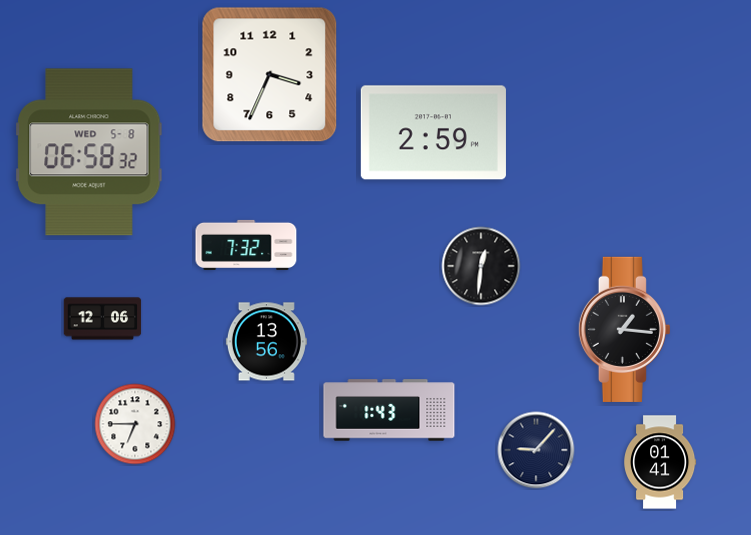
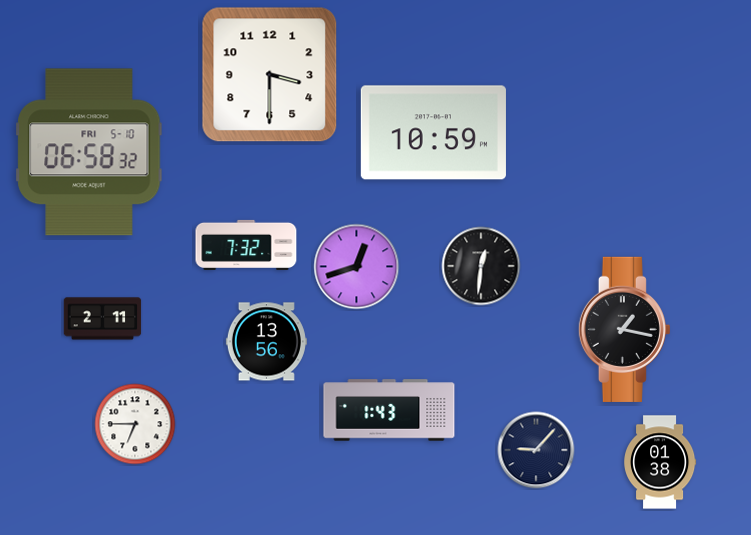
clock at (270, 75): 3:34 -> 3:30
clock at (433, 133): 2:59 -> 10:59
clock at (89, 152) date: WED 5-8 -> FRI 5-10
clock at (357, 267): none -> 12:42
clock at (103, 319): 12:06 -> 2:11
clock at (624, 329): 1:16 -> 1:17
clock at (661, 462): 01:41 -> 01:38
